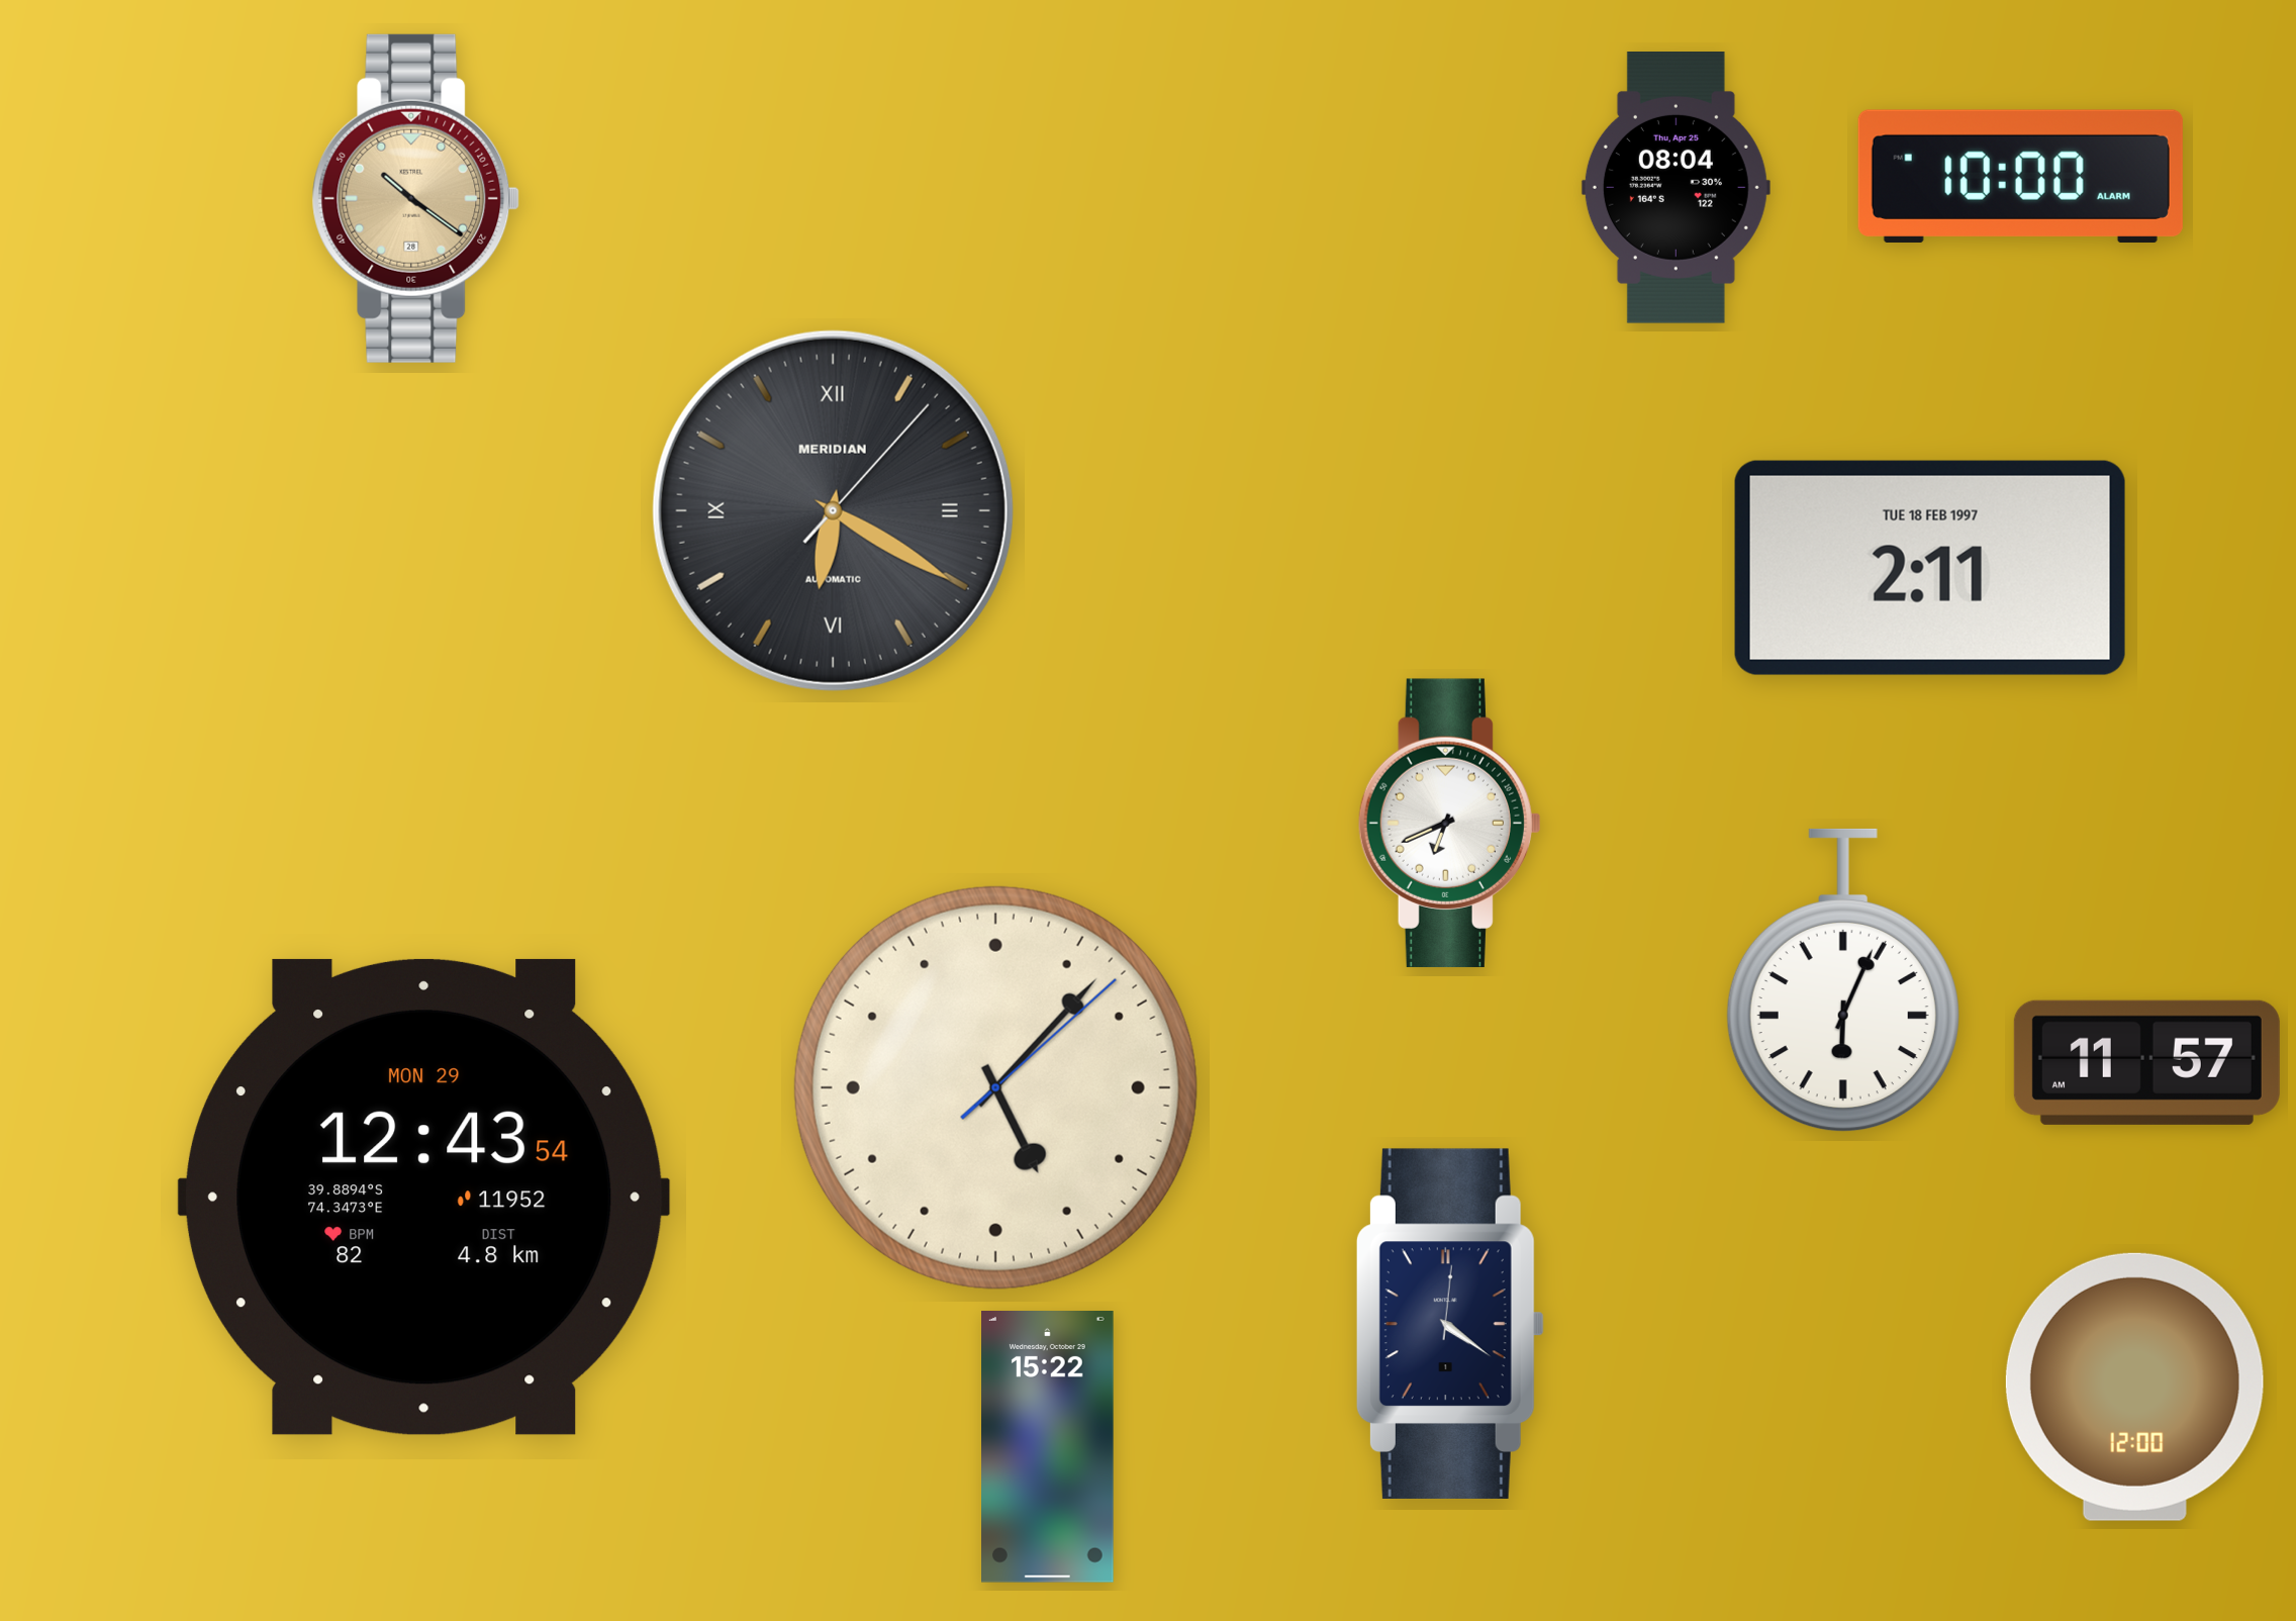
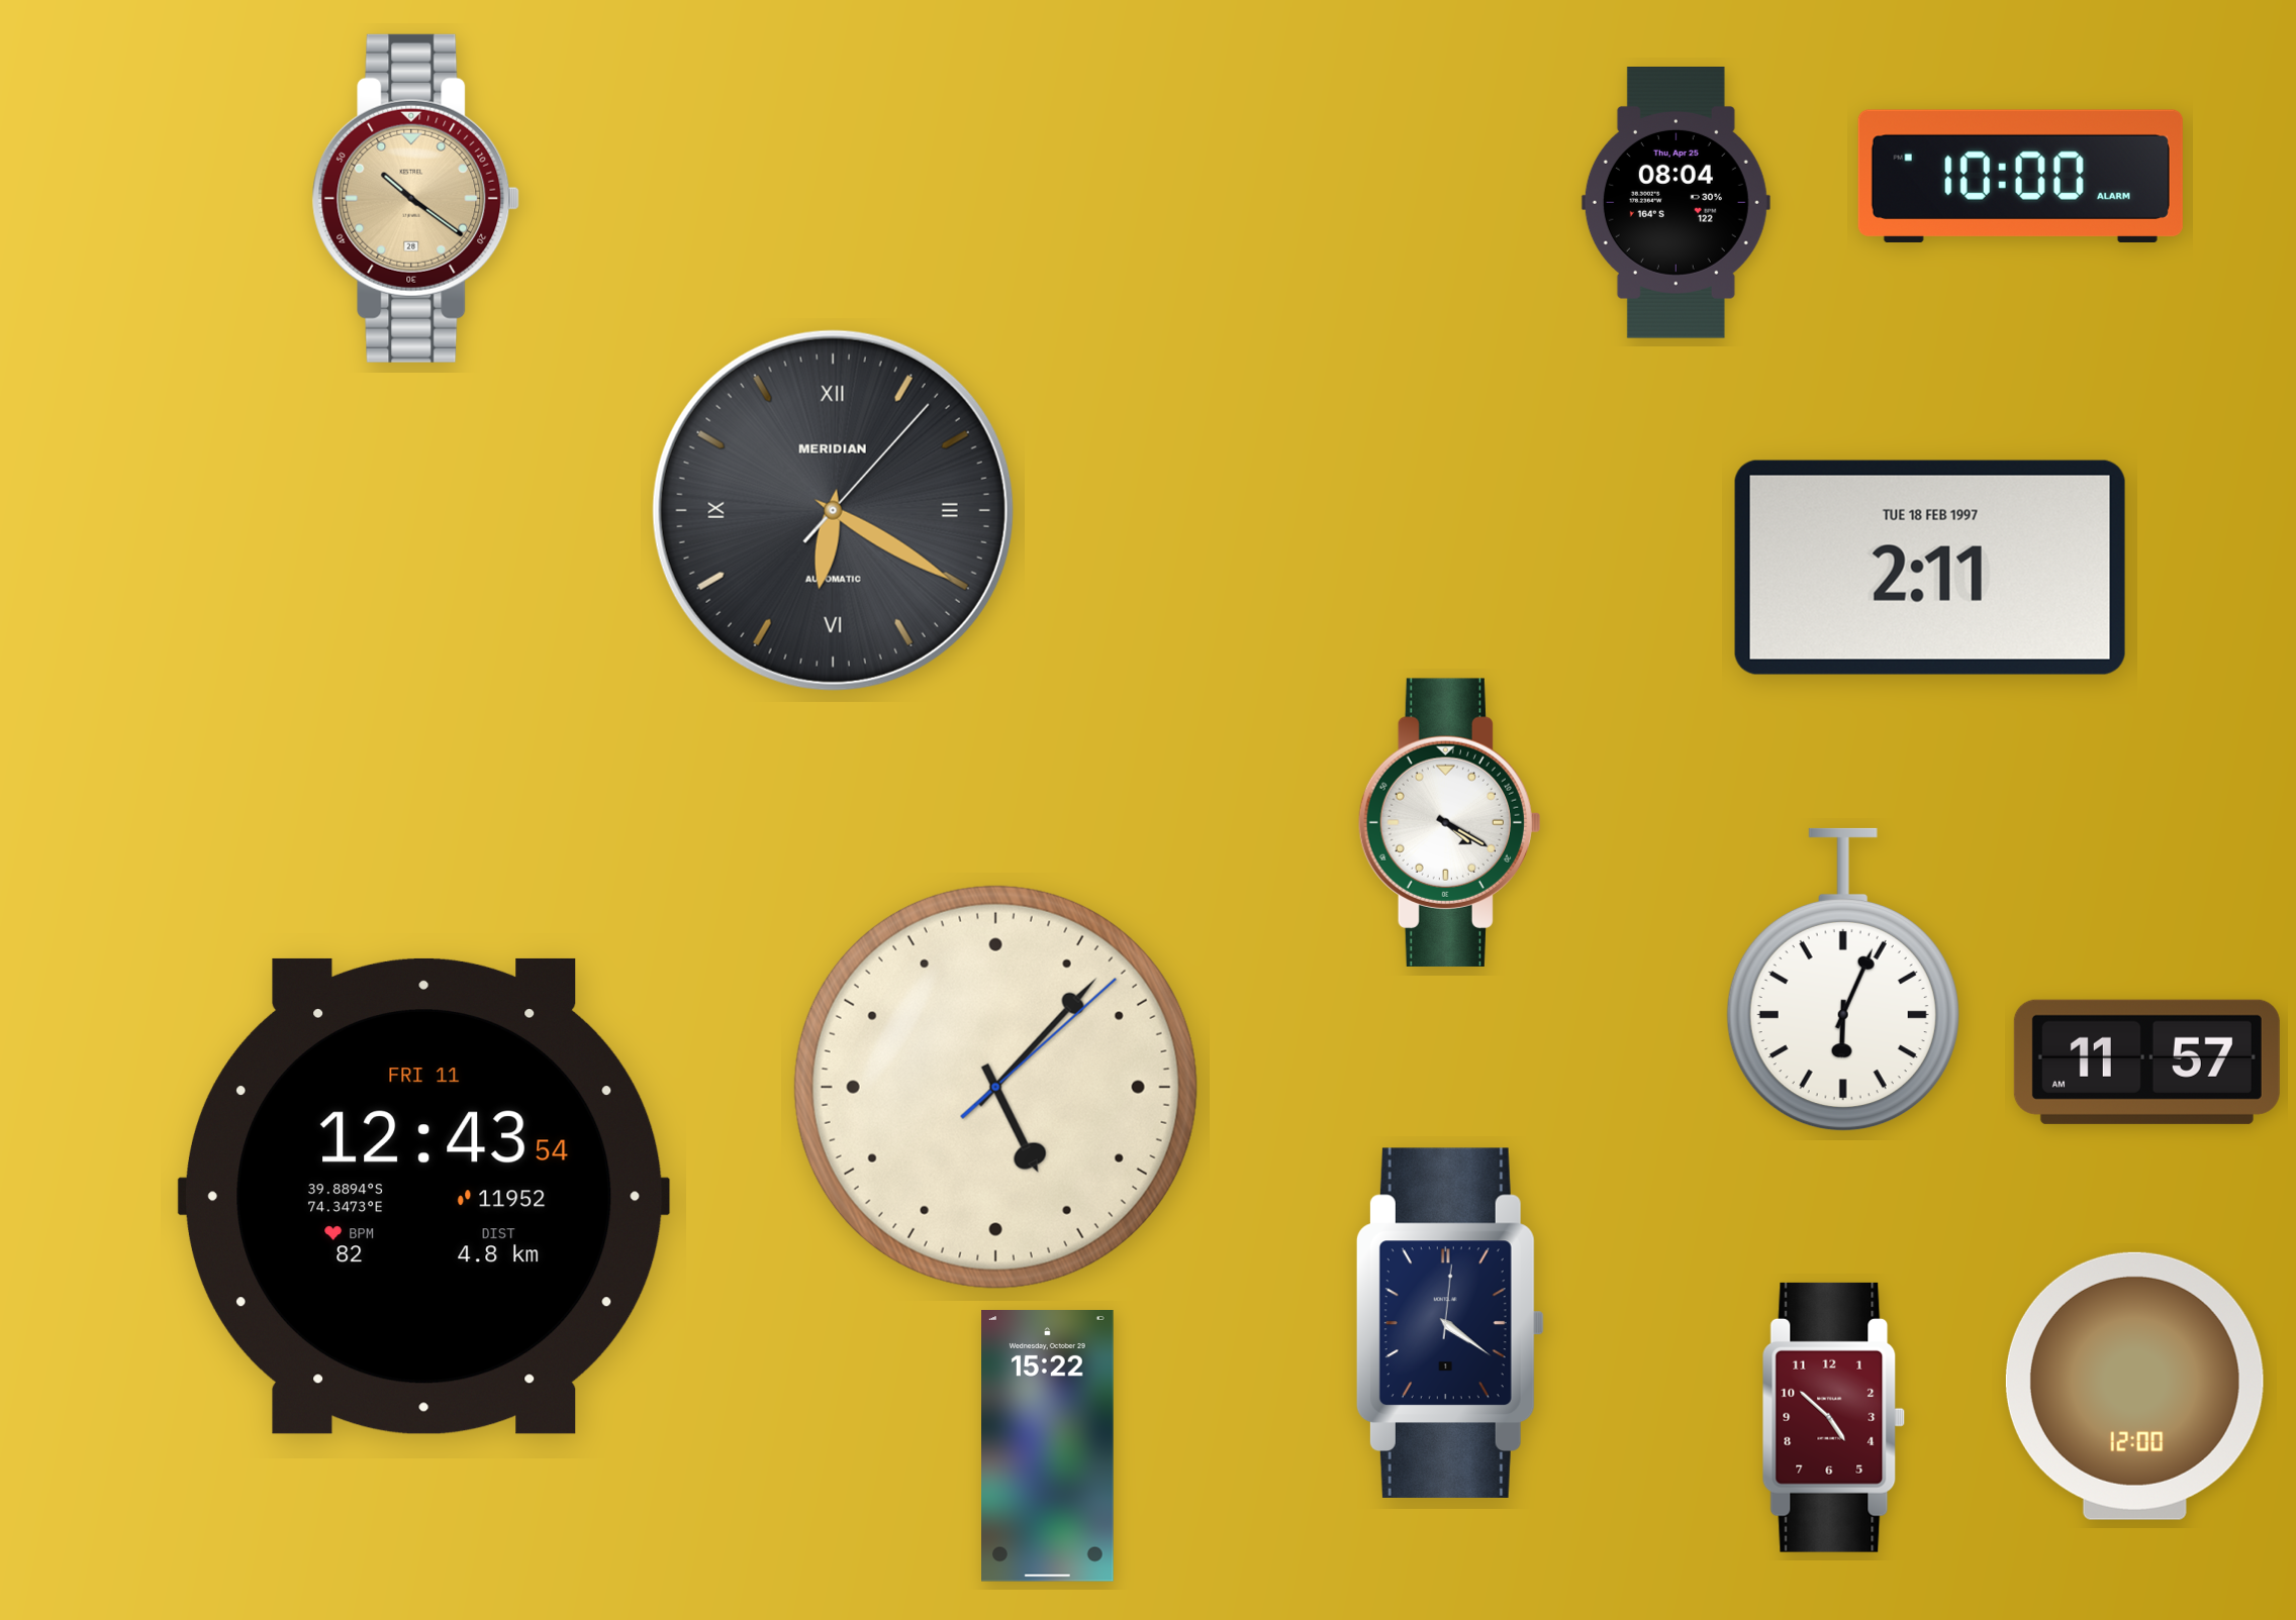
clock at (1676, 188) position: (1676, 188) -> (1676, 203)
clock at (1449, 823): 6:41 -> 4:20
clock at (423, 1197) date: MON 29 -> FRI 11
clock at (1834, 1417): none -> 4:52
